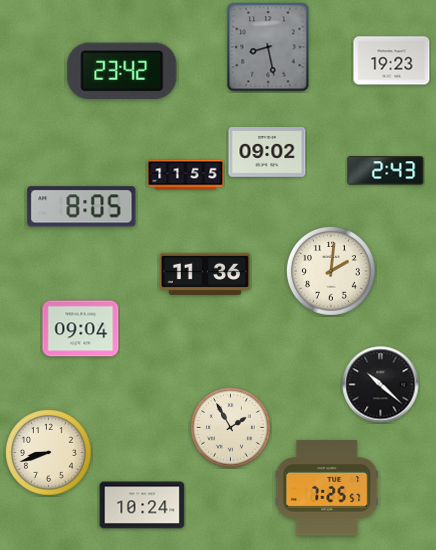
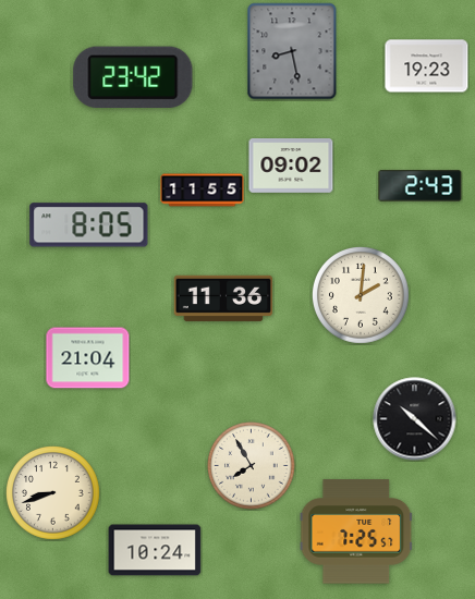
clock at (81, 329): 09:04 -> 21:04
clock at (231, 428): 1:55 -> 7:55
